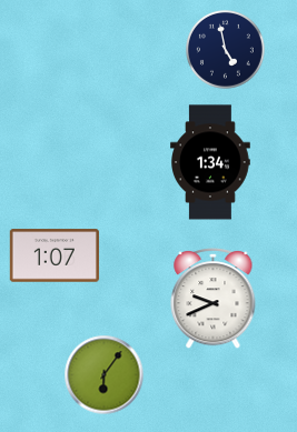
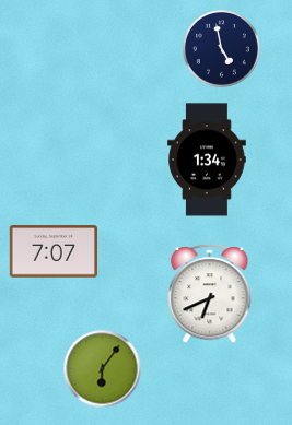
clock at (55, 255): 1:07 -> 7:07
clock at (214, 298): 9:41 -> 6:41
